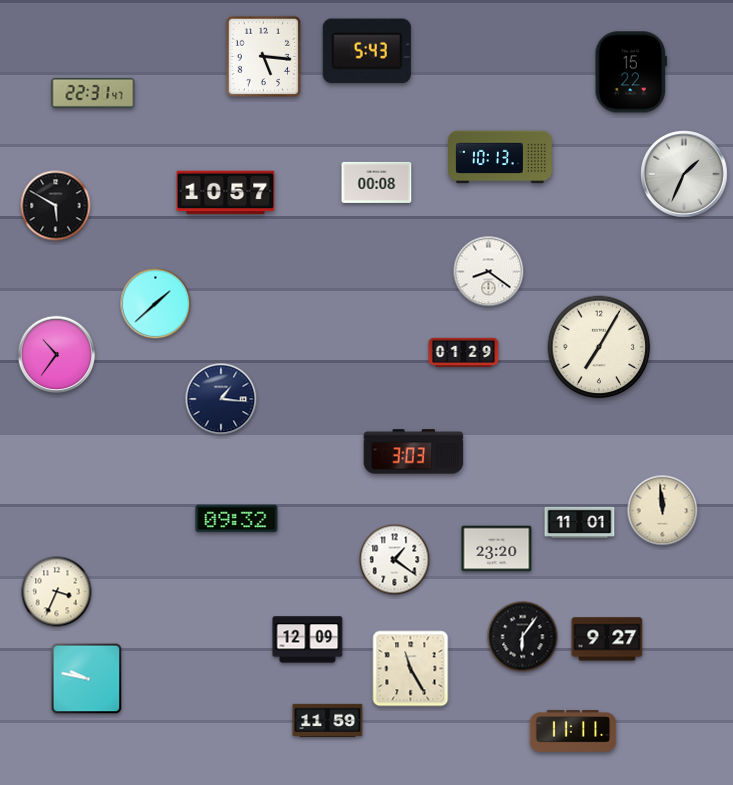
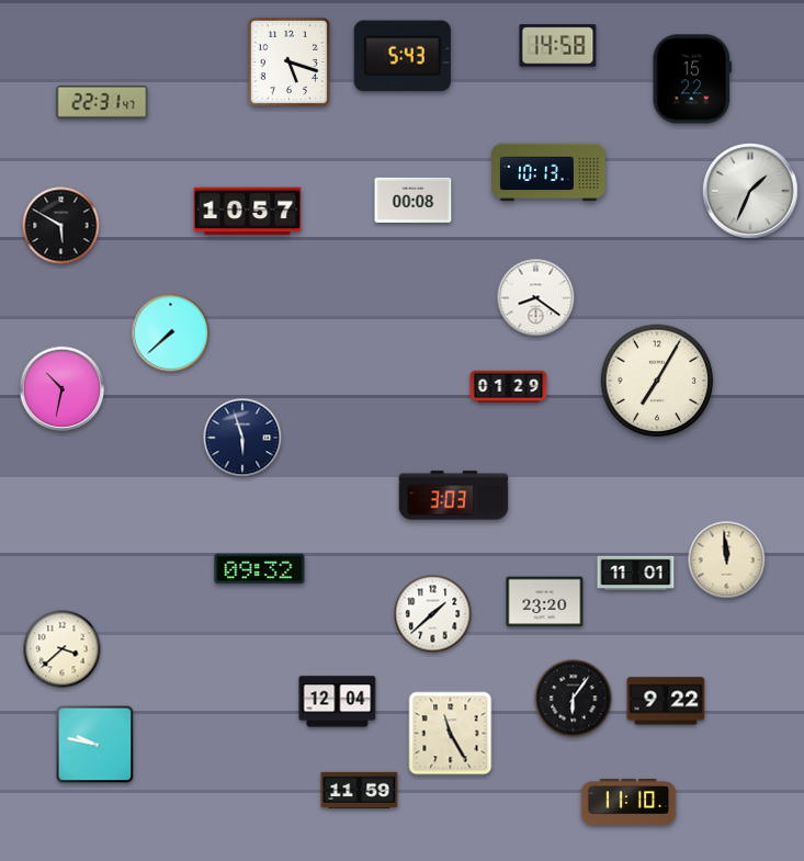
clock at (558, 46): none -> 14:58
clock at (263, 56): 5:16 -> 5:18
clock at (156, 304): 1:38 -> 7:38
clock at (57, 355): 10:36 -> 10:32
clock at (221, 399): 1:16 -> 5:57
clock at (395, 560): 1:21 -> 1:38
clock at (57, 592): 3:34 -> 3:38
clock at (607, 639): 9:27 -> 9:22
clock at (308, 640): 12:09 -> 12:04
clock at (573, 731): 11:11 -> 11:10
